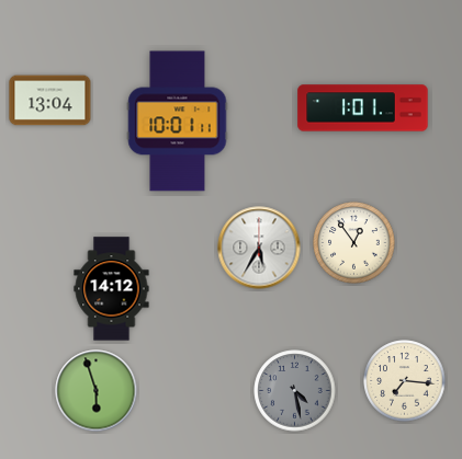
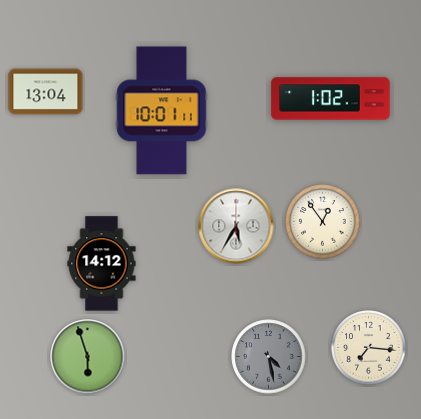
clock at (363, 108): 1:01 -> 1:02
